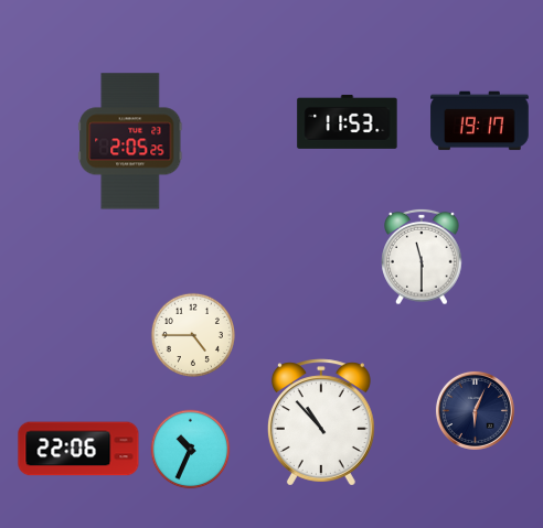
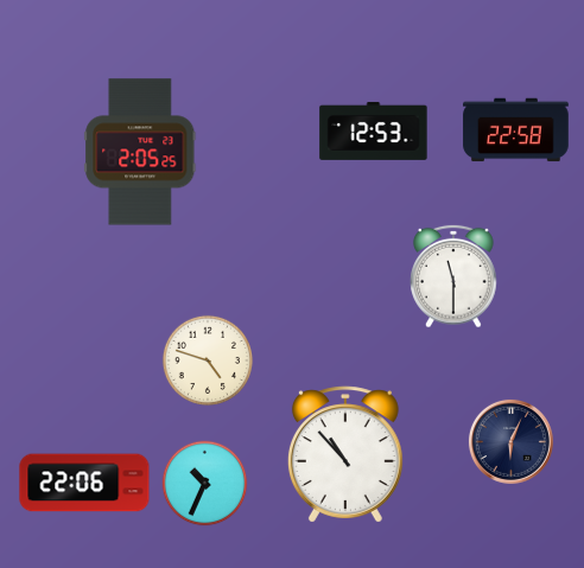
clock at (348, 121): 11:53 -> 12:53
clock at (480, 121): 19:17 -> 22:58
clock at (193, 335): 4:45 -> 4:48
